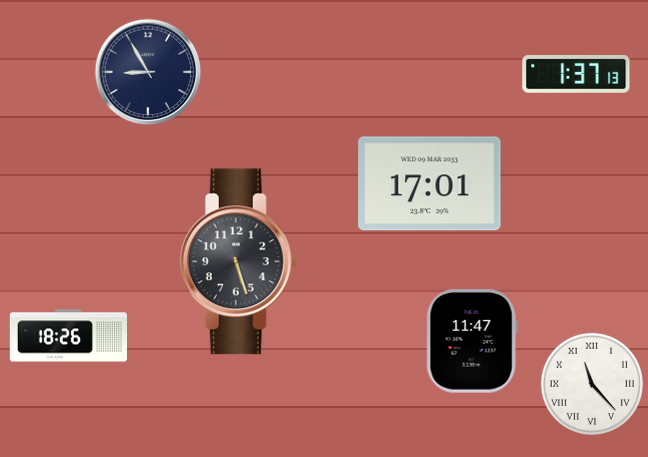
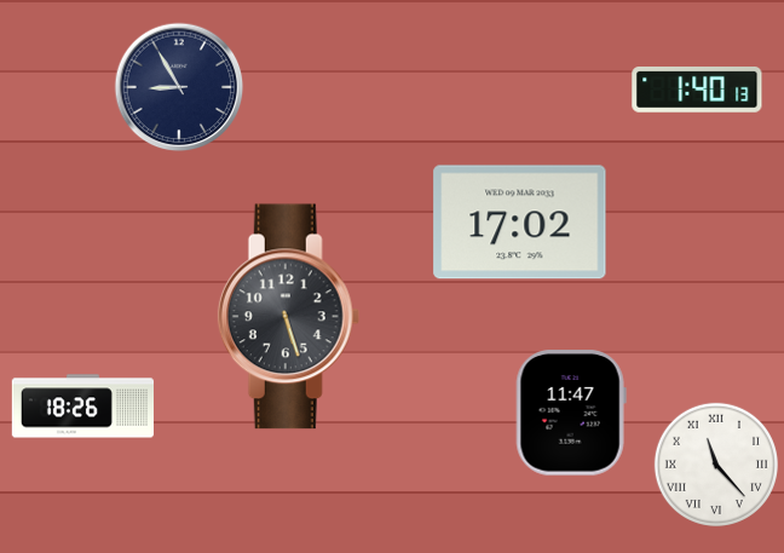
clock at (576, 74): 1:37 -> 1:40
clock at (430, 184): 17:01 -> 17:02
